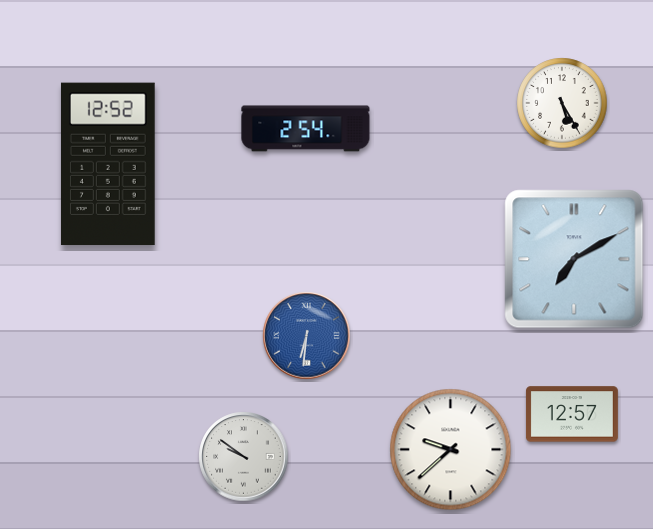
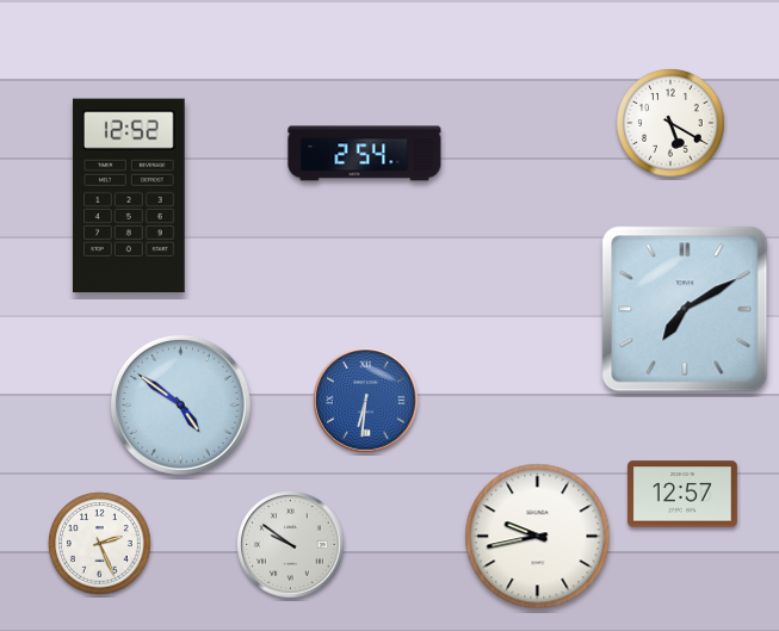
clock at (562, 103): 5:25 -> 5:20
clock at (180, 404): none -> 4:51
clock at (451, 450): 9:38 -> 9:43
clock at (100, 544): none -> 2:26
